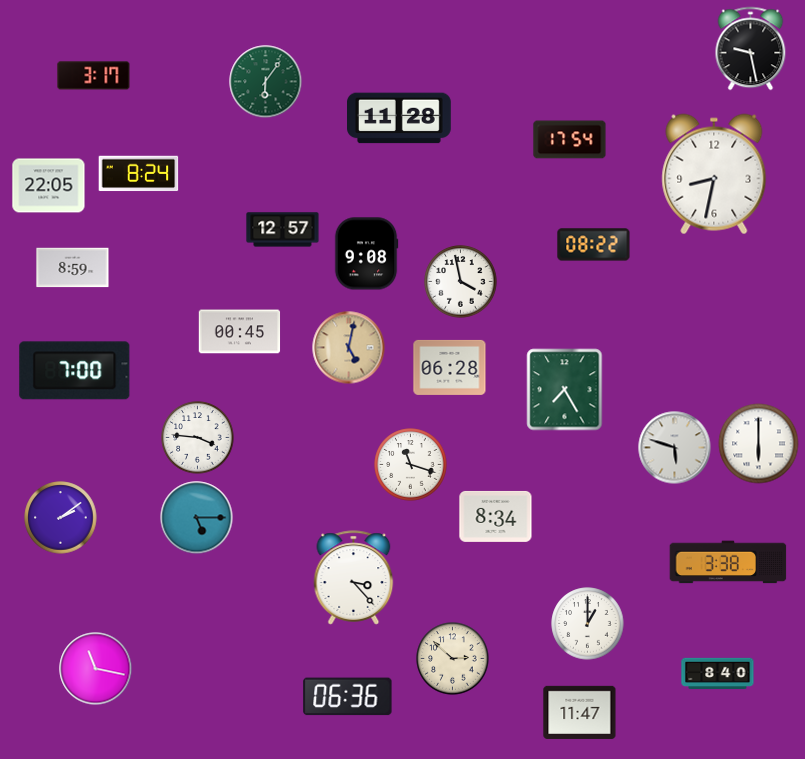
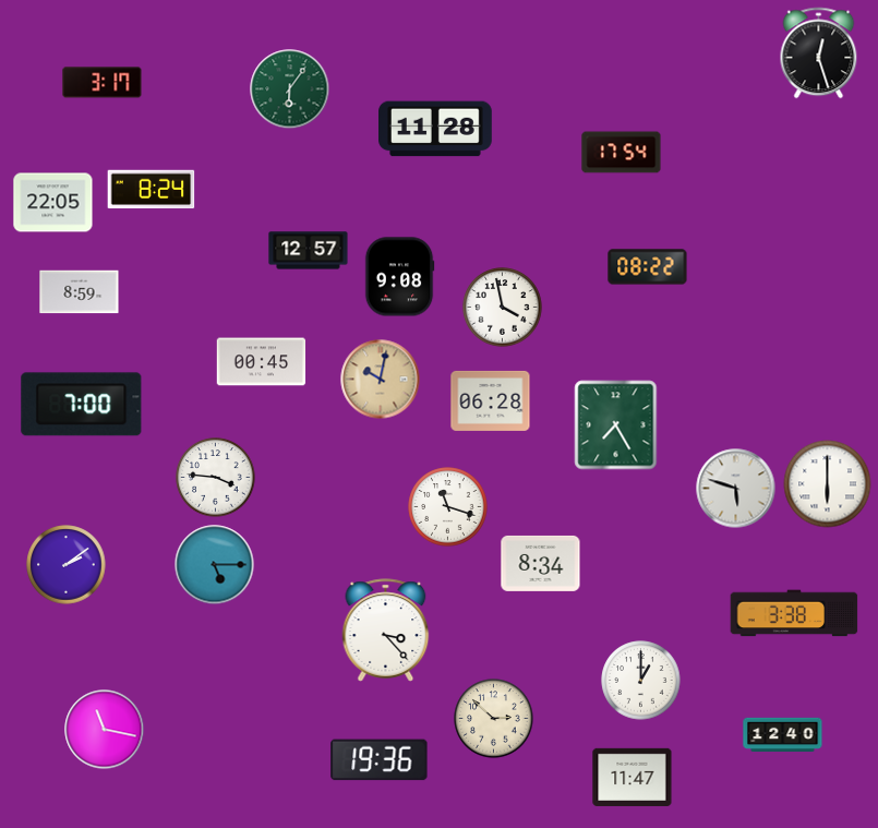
clock at (751, 49): 9:28 -> 12:27
clock at (714, 174): 8:32 -> none
clock at (349, 348): 5:02 -> 10:02
clock at (718, 674): 8:40 -> 12:40
clock at (348, 697): 06:36 -> 19:36
